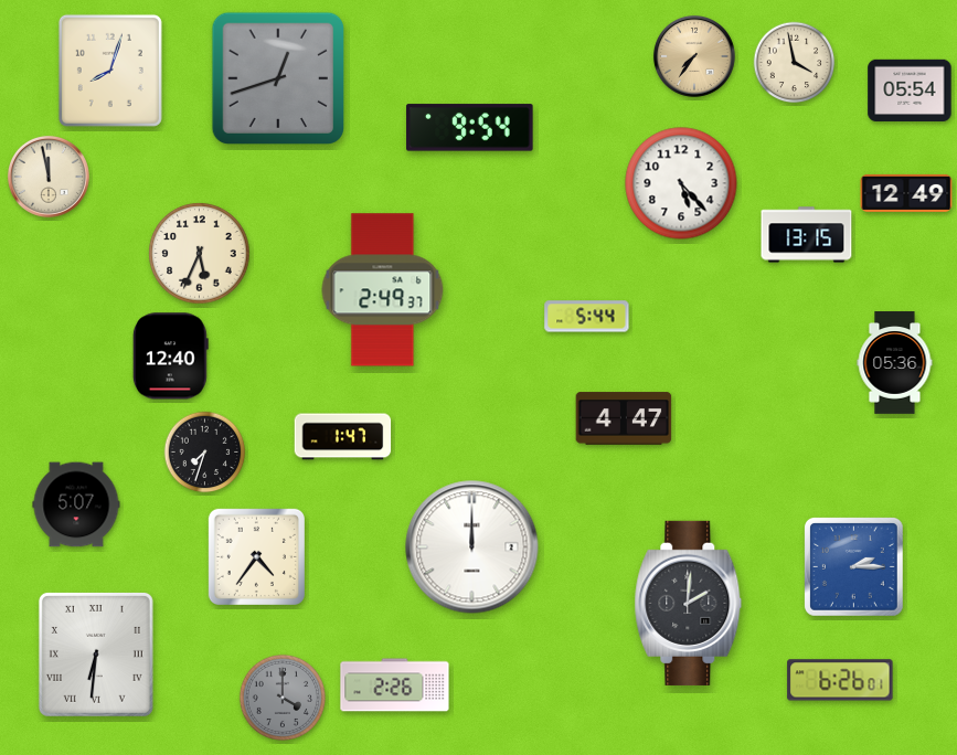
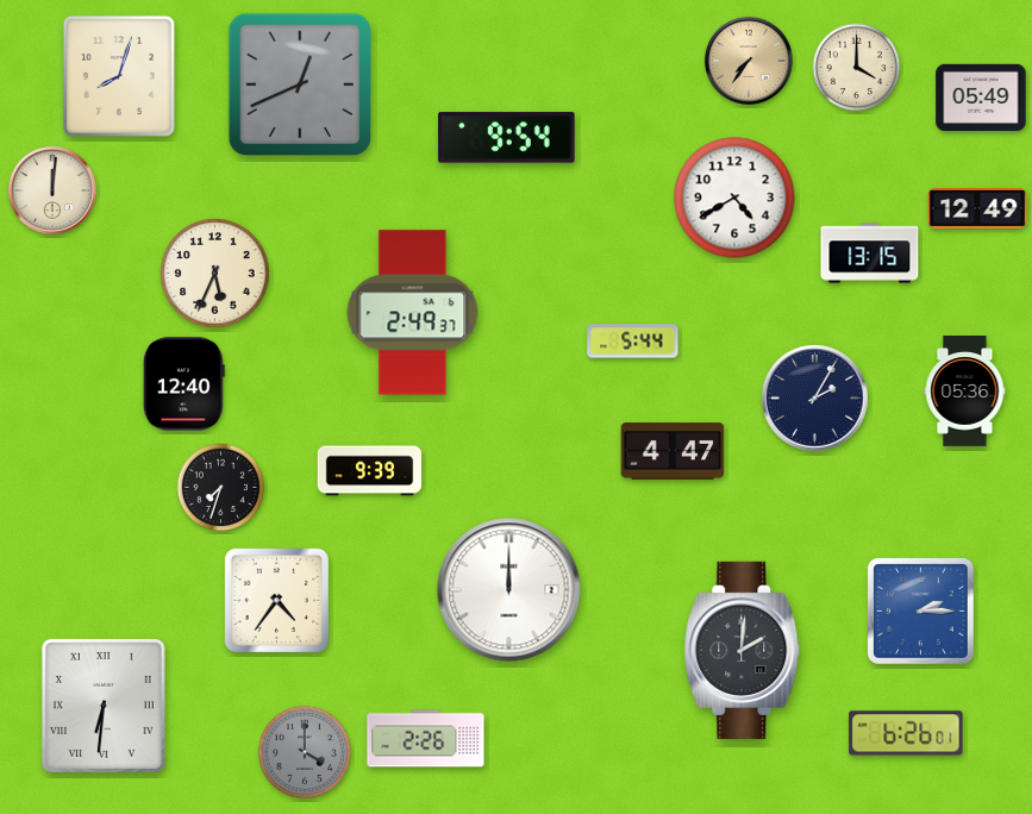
clock at (795, 63): 3:58 -> 4:00
clock at (277, 77): 12:42 -> 12:41
clock at (910, 89): 05:54 -> 05:49
clock at (49, 177): 11:58 -> 12:01
clock at (681, 183): 5:23 -> 4:40
clock at (815, 399): none -> 2:05
clock at (343, 437): 1:47 -> 9:39
clock at (76, 504): 5:07 -> none
